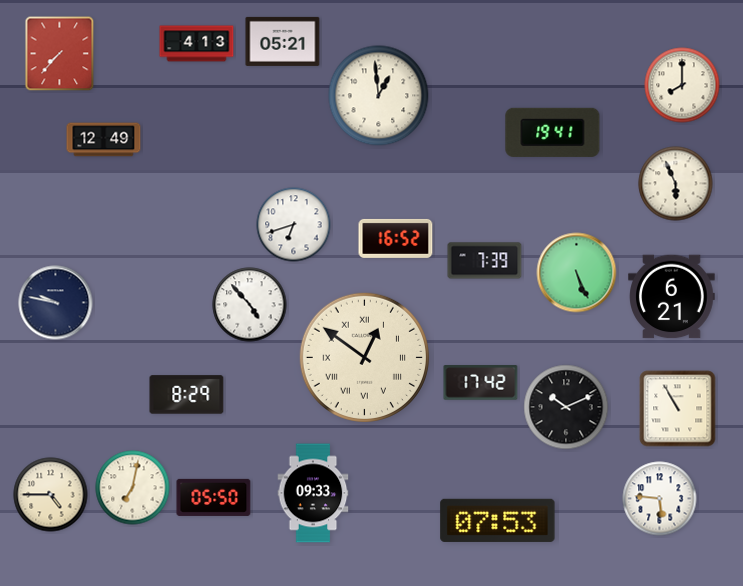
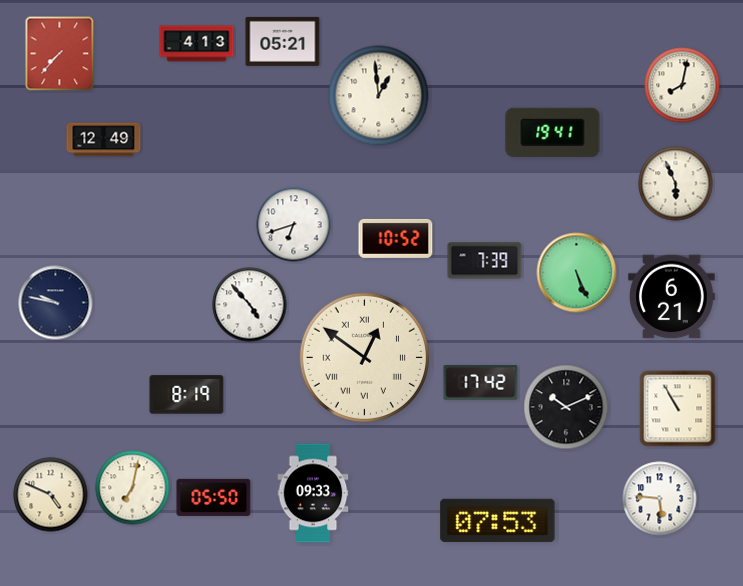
clock at (682, 85): 8:00 -> 8:02
clock at (396, 238): 16:52 -> 10:52
clock at (187, 395): 8:29 -> 8:19
clock at (51, 495): 4:45 -> 4:49
